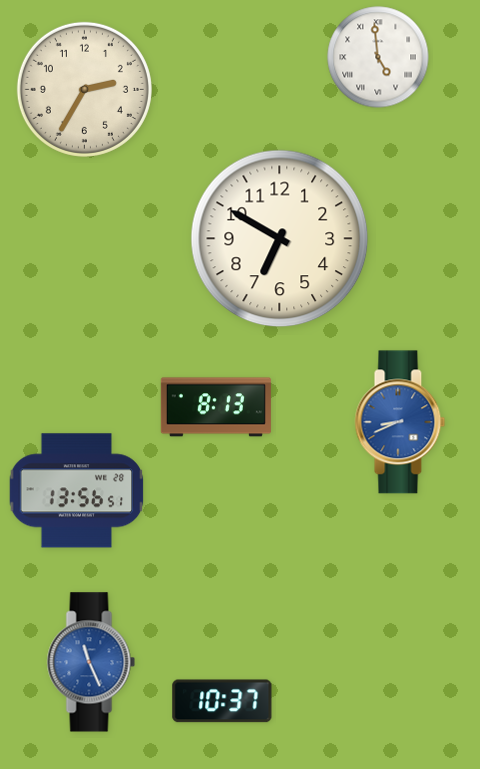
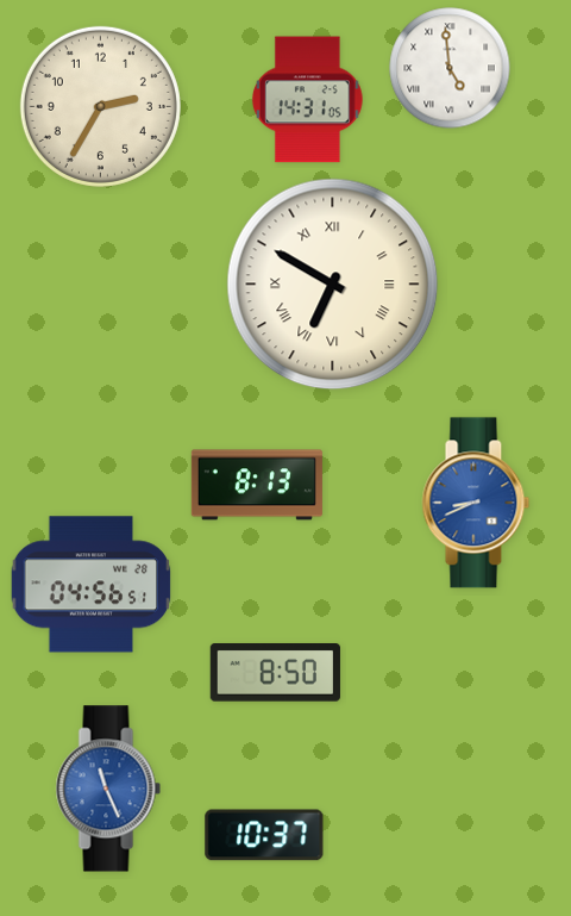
clock at (308, 100): none -> 14:31
clock at (280, 239) numerals: Arabic -> Roman
clock at (77, 491): 13:56 -> 04:56
clock at (275, 673): none -> 8:50
